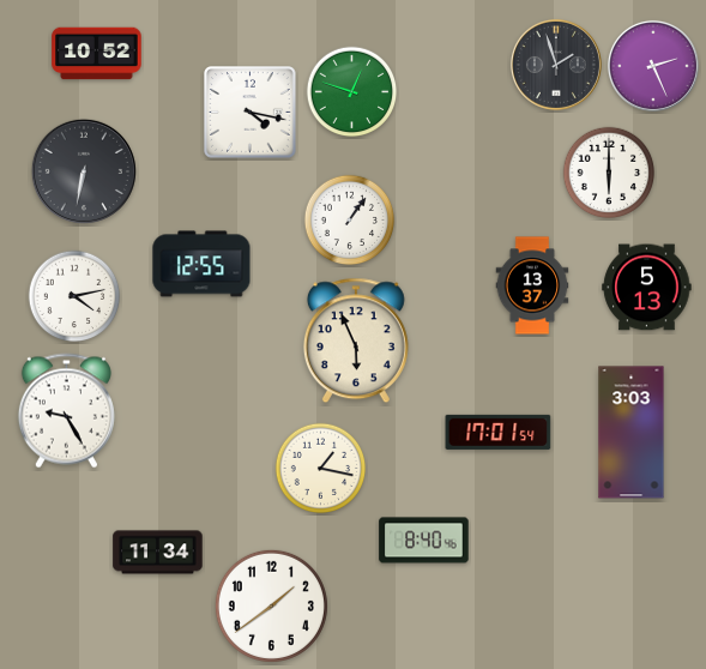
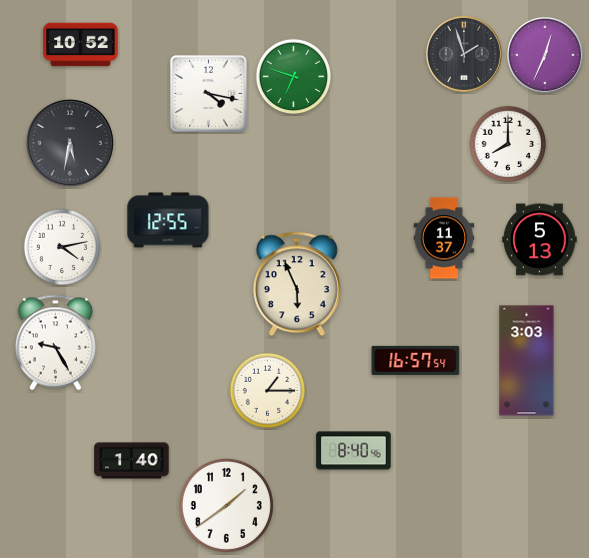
clock at (653, 66): 2:26 -> 12:34
clock at (352, 92): 12:48 -> 6:48
clock at (84, 171): 6:32 -> 5:32
clock at (609, 173): 6:00 -> 8:00
clock at (350, 221): 1:06 -> none
clock at (532, 285): 13:37 -> 11:37
clock at (499, 432): 17:01 -> 16:57
clock at (321, 469): 1:17 -> 1:15
clock at (158, 553): 11:34 -> 1:40
